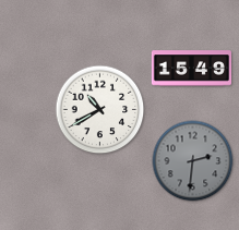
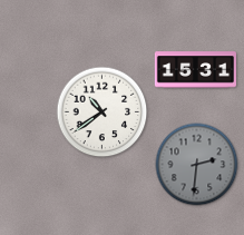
clock at (191, 69): 15:49 -> 15:31
clock at (100, 110): 10:40 -> 10:39
